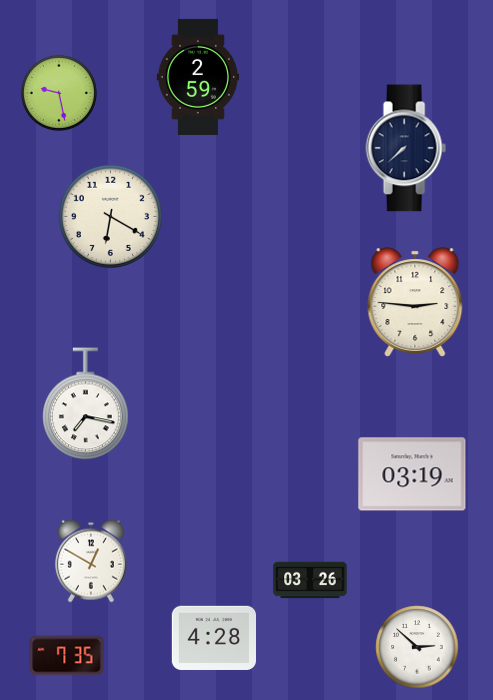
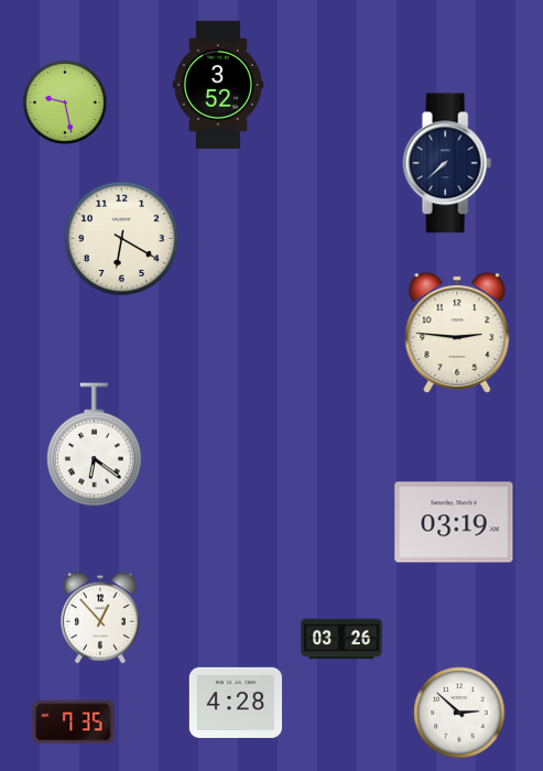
clock at (197, 77): 2:59 -> 3:52
clock at (86, 404): 7:17 -> 6:21
clock at (91, 561): 12:50 -> 12:53
